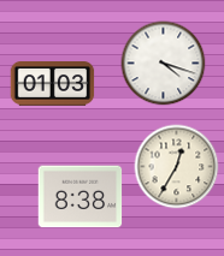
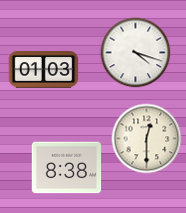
clock at (177, 167): 12:35 -> 12:30
clock at (81, 197) position: (81, 197) -> (67, 168)
